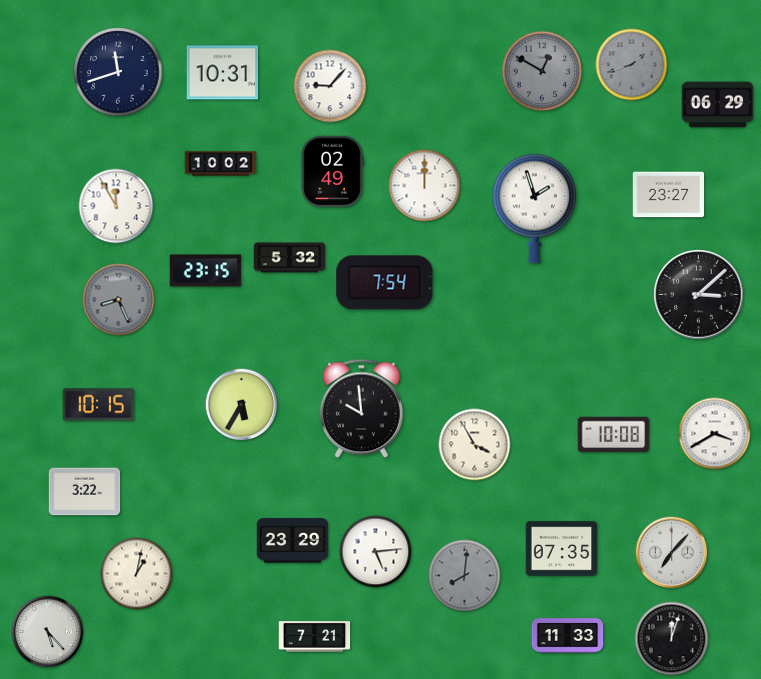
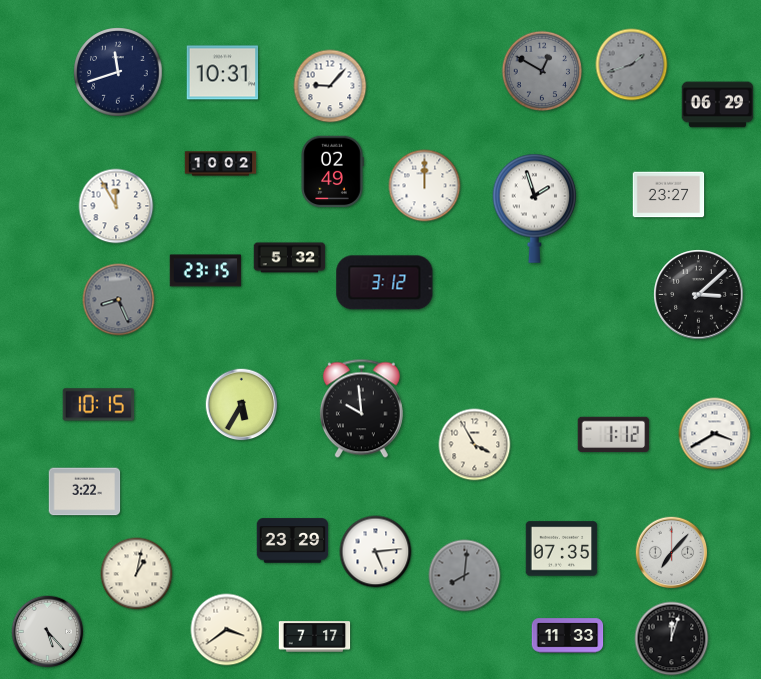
clock at (385, 283): 7:54 -> 3:12
clock at (614, 435): 10:08 -> 1:12
clock at (227, 630): none -> 3:39
clock at (315, 637): 7:21 -> 7:17
